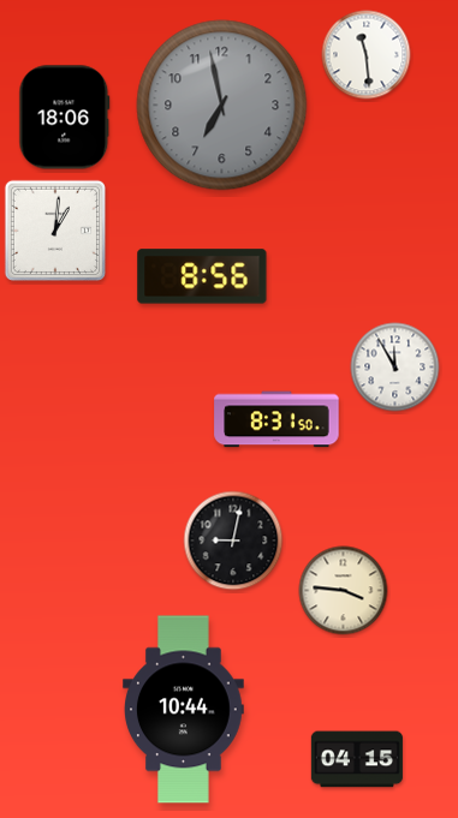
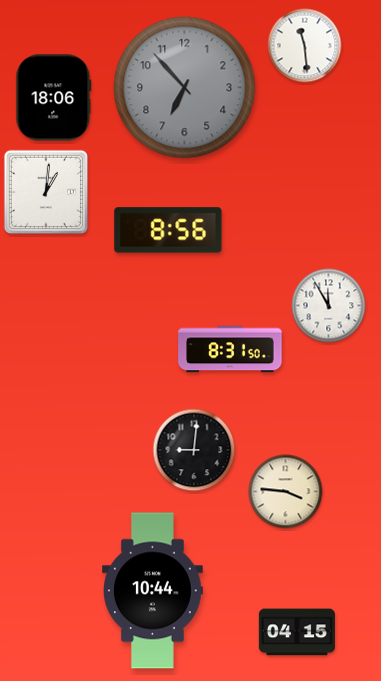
clock at (222, 106): 6:58 -> 6:53
clock at (233, 541): 9:02 -> 9:01
